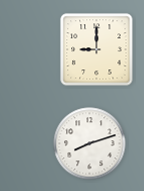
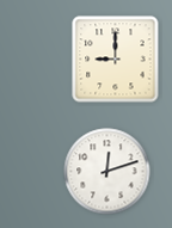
clock at (90, 144): 8:12 -> 12:12
